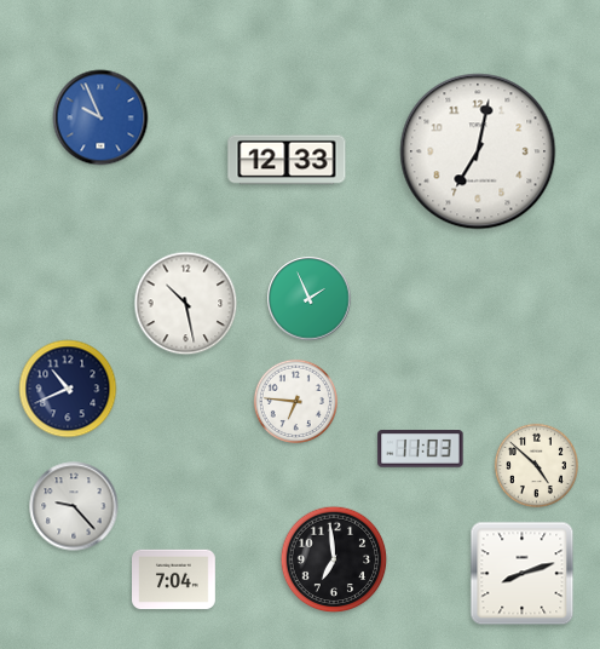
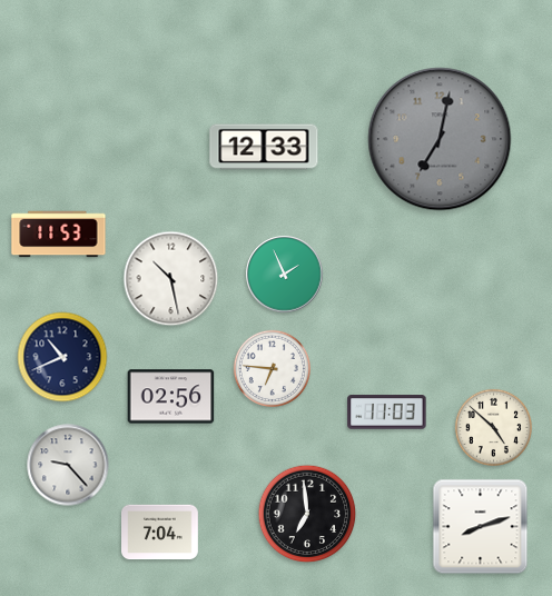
clock at (100, 117): 9:56 -> none
clock at (478, 151) dial: white -> grey
clock at (59, 235): none -> 11:53
clock at (171, 397): none -> 02:56
